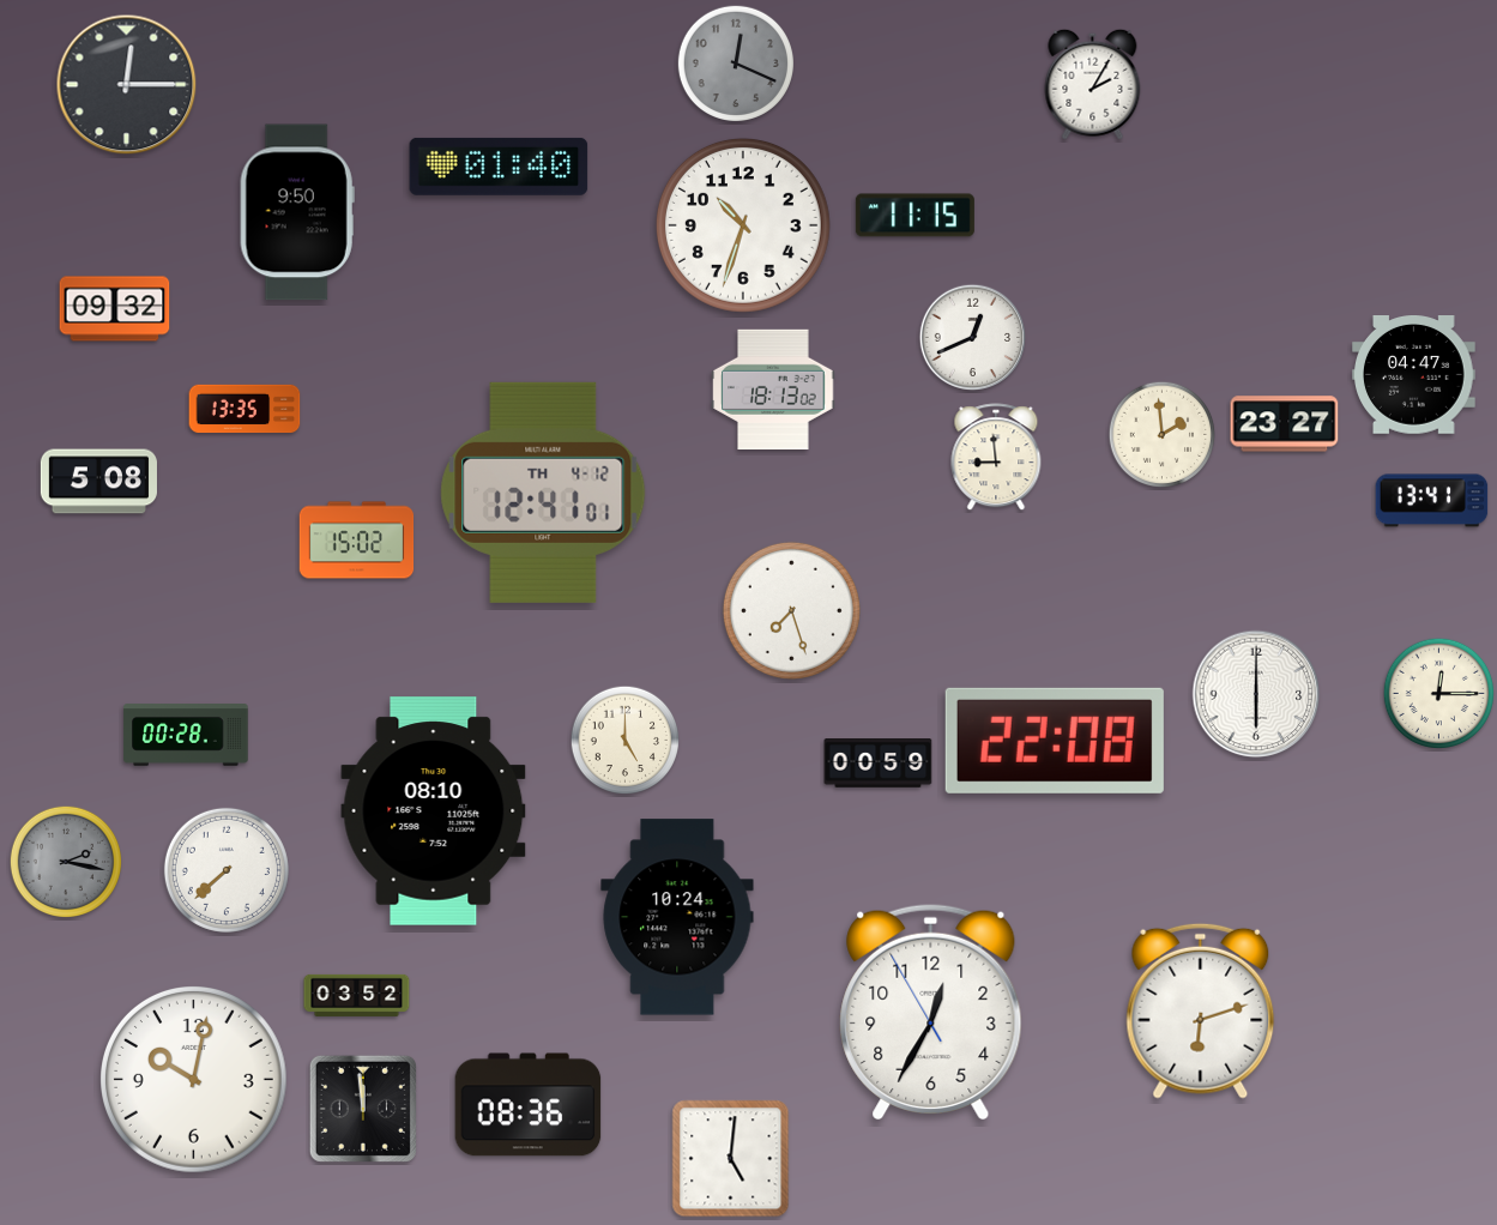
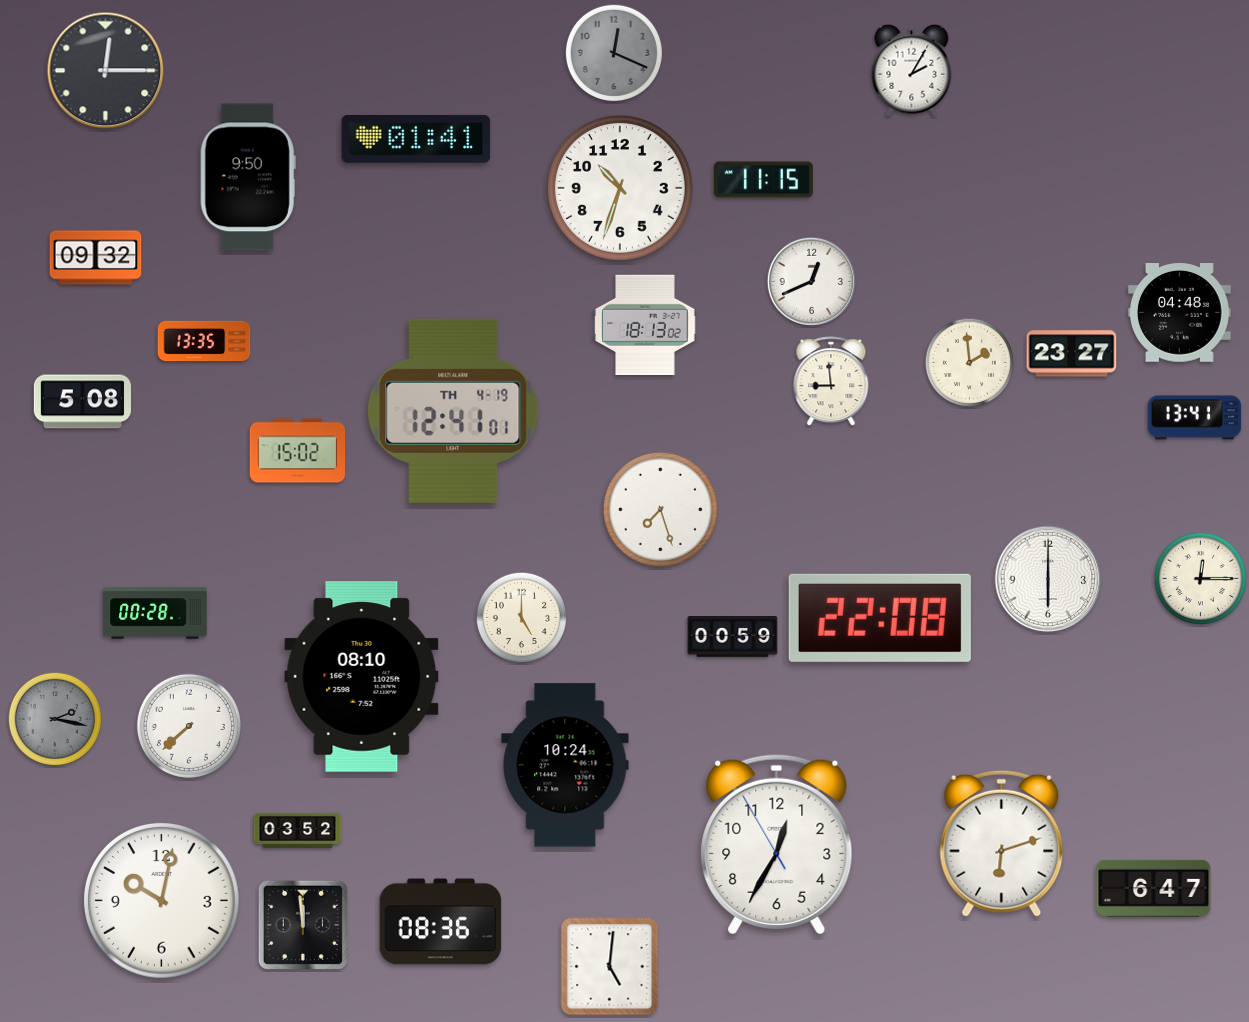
clock at (499, 167): 01:40 -> 01:41
clock at (1414, 375): 04:47 -> 04:48
clock at (543, 493) date: TH 4-12 -> TH 4-19
clock at (1154, 888): none -> 6:47
